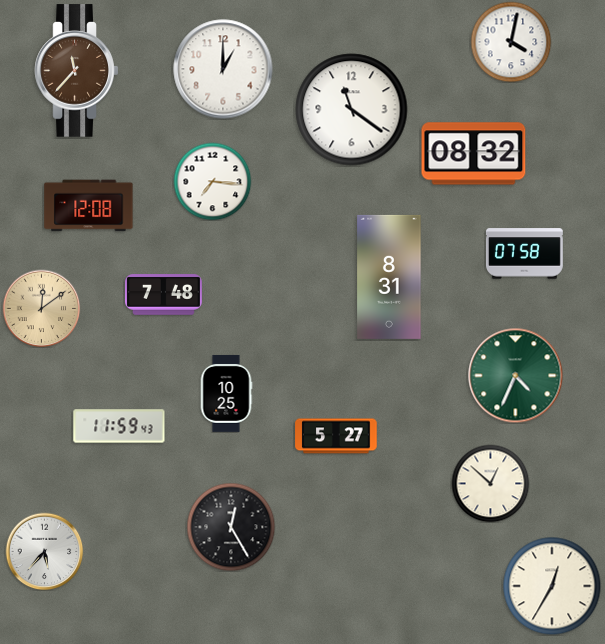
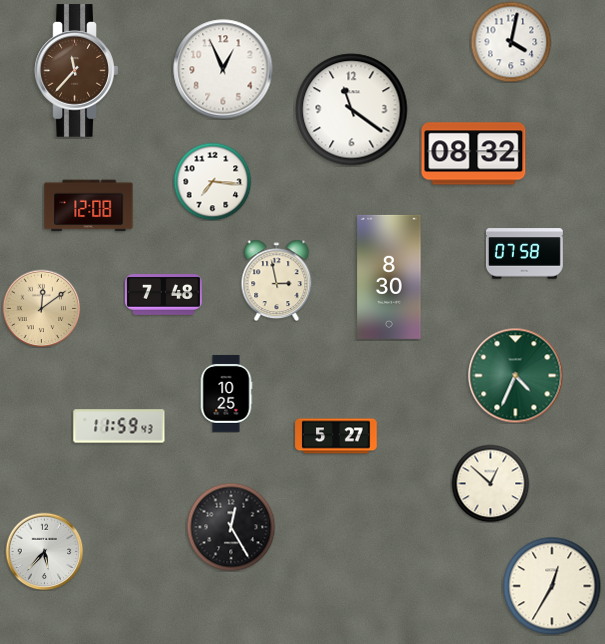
clock at (223, 69): 1:00 -> 12:56
clock at (389, 277): 8:31 -> 8:30
clock at (277, 280): none -> 2:58
